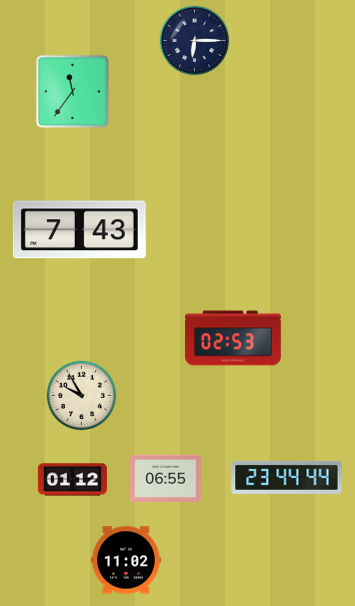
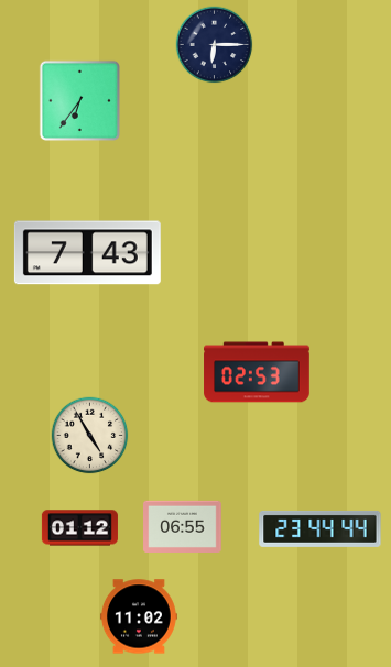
clock at (72, 91): 11:36 -> 6:36
clock at (82, 396): 9:55 -> 4:55
clock at (287, 477) position: (287, 477) -> (321, 528)
